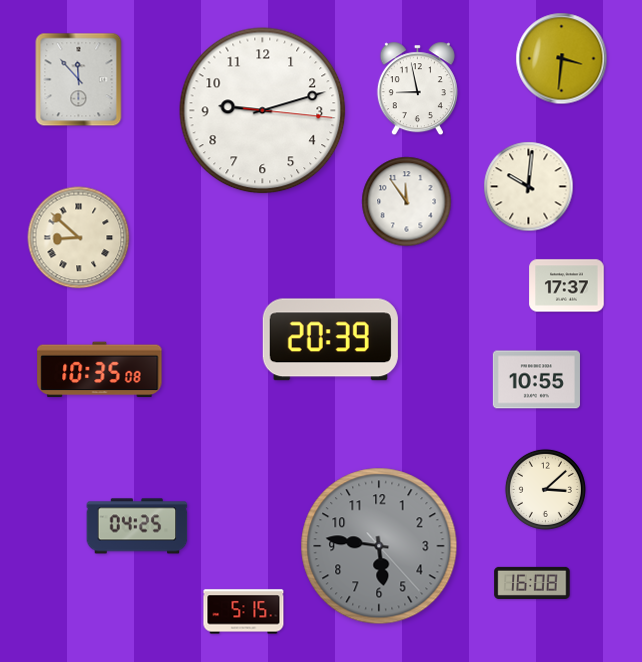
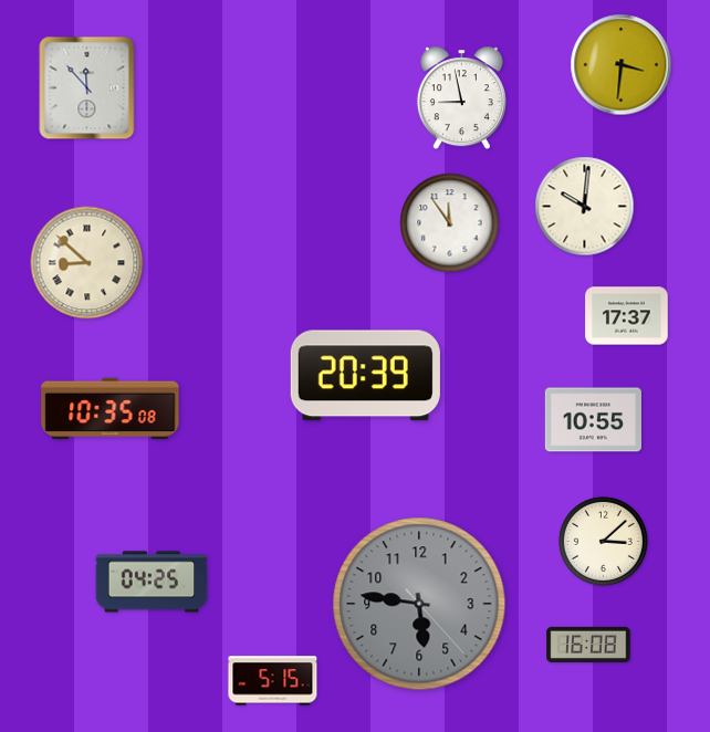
clock at (263, 111): 9:12 -> none
clock at (244, 612) position: (244, 612) -> (273, 681)
